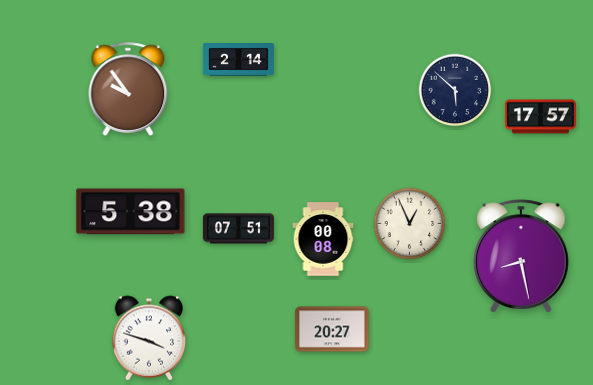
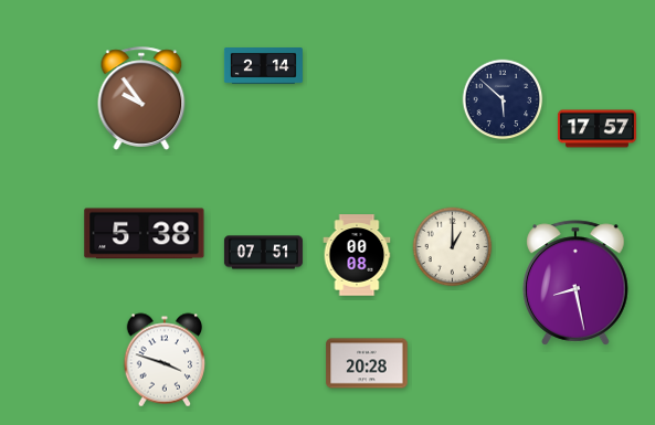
clock at (410, 224): 12:56 -> 1:00
clock at (323, 239) position: (323, 239) -> (357, 255)
clock at (332, 329): 20:27 -> 20:28
clock at (149, 338) position: (149, 338) -> (165, 360)
